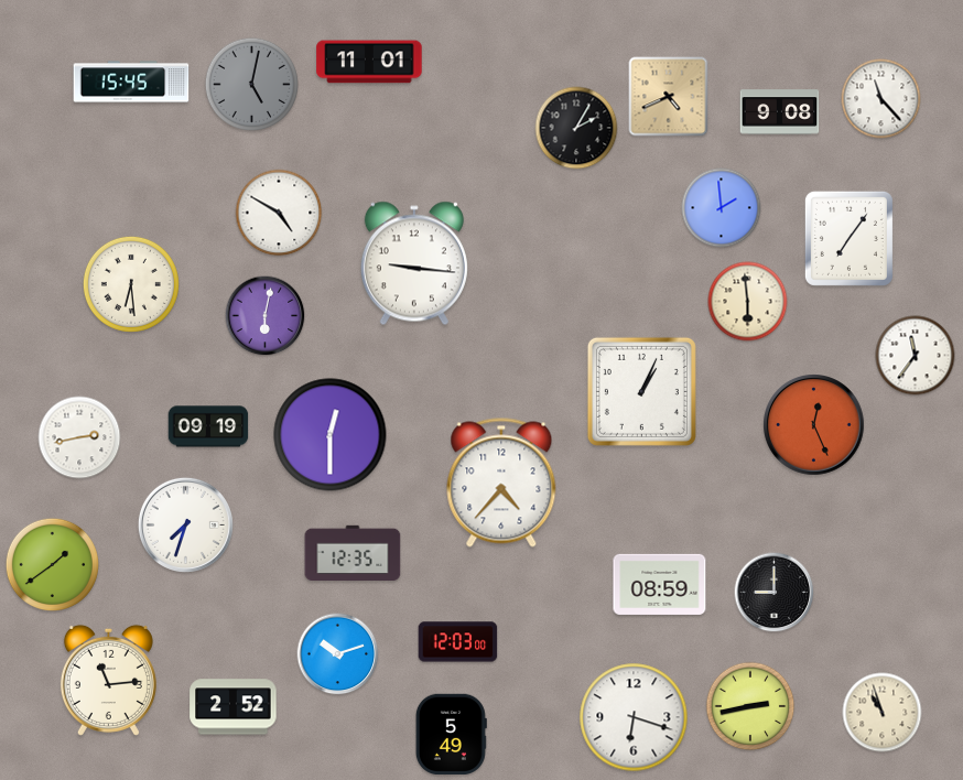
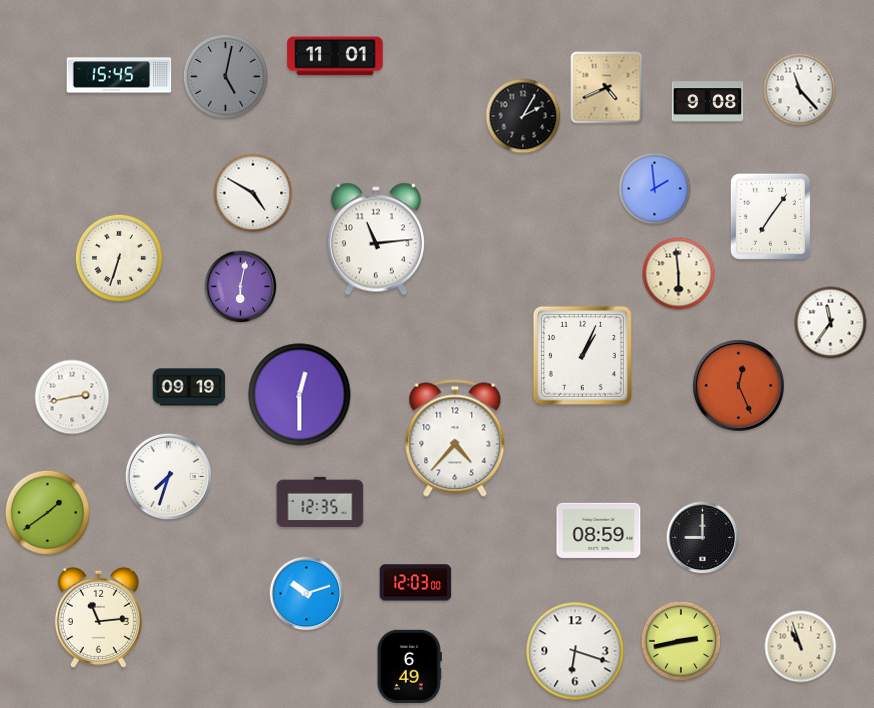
clock at (251, 84) position: (251, 84) -> (225, 76)
clock at (414, 263): 9:16 -> 11:14
clock at (131, 284): 6:29 -> 6:33
clock at (234, 707): 2:52 -> none
clock at (451, 734): 5:49 -> 6:49
